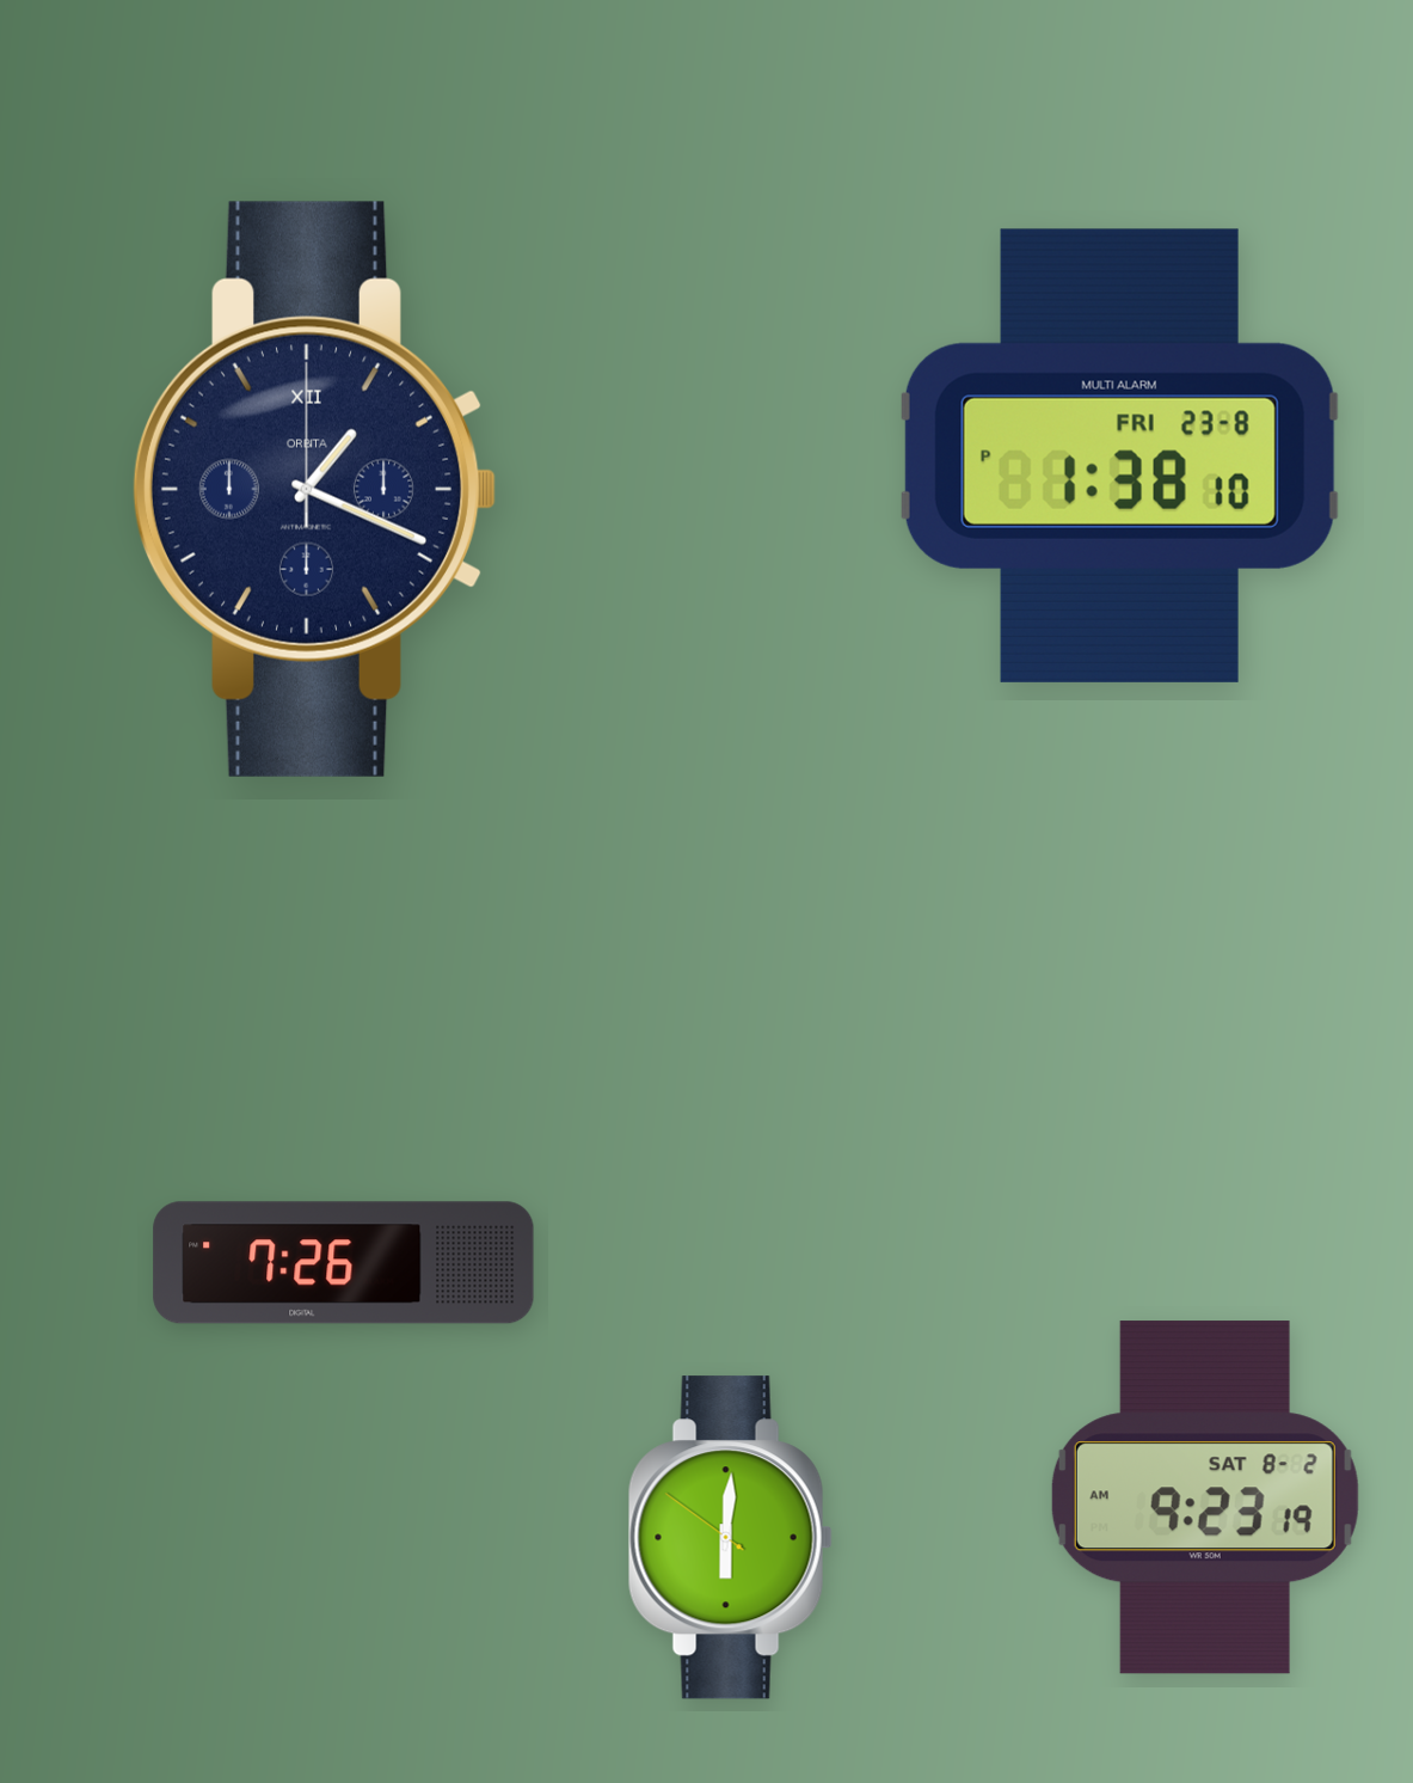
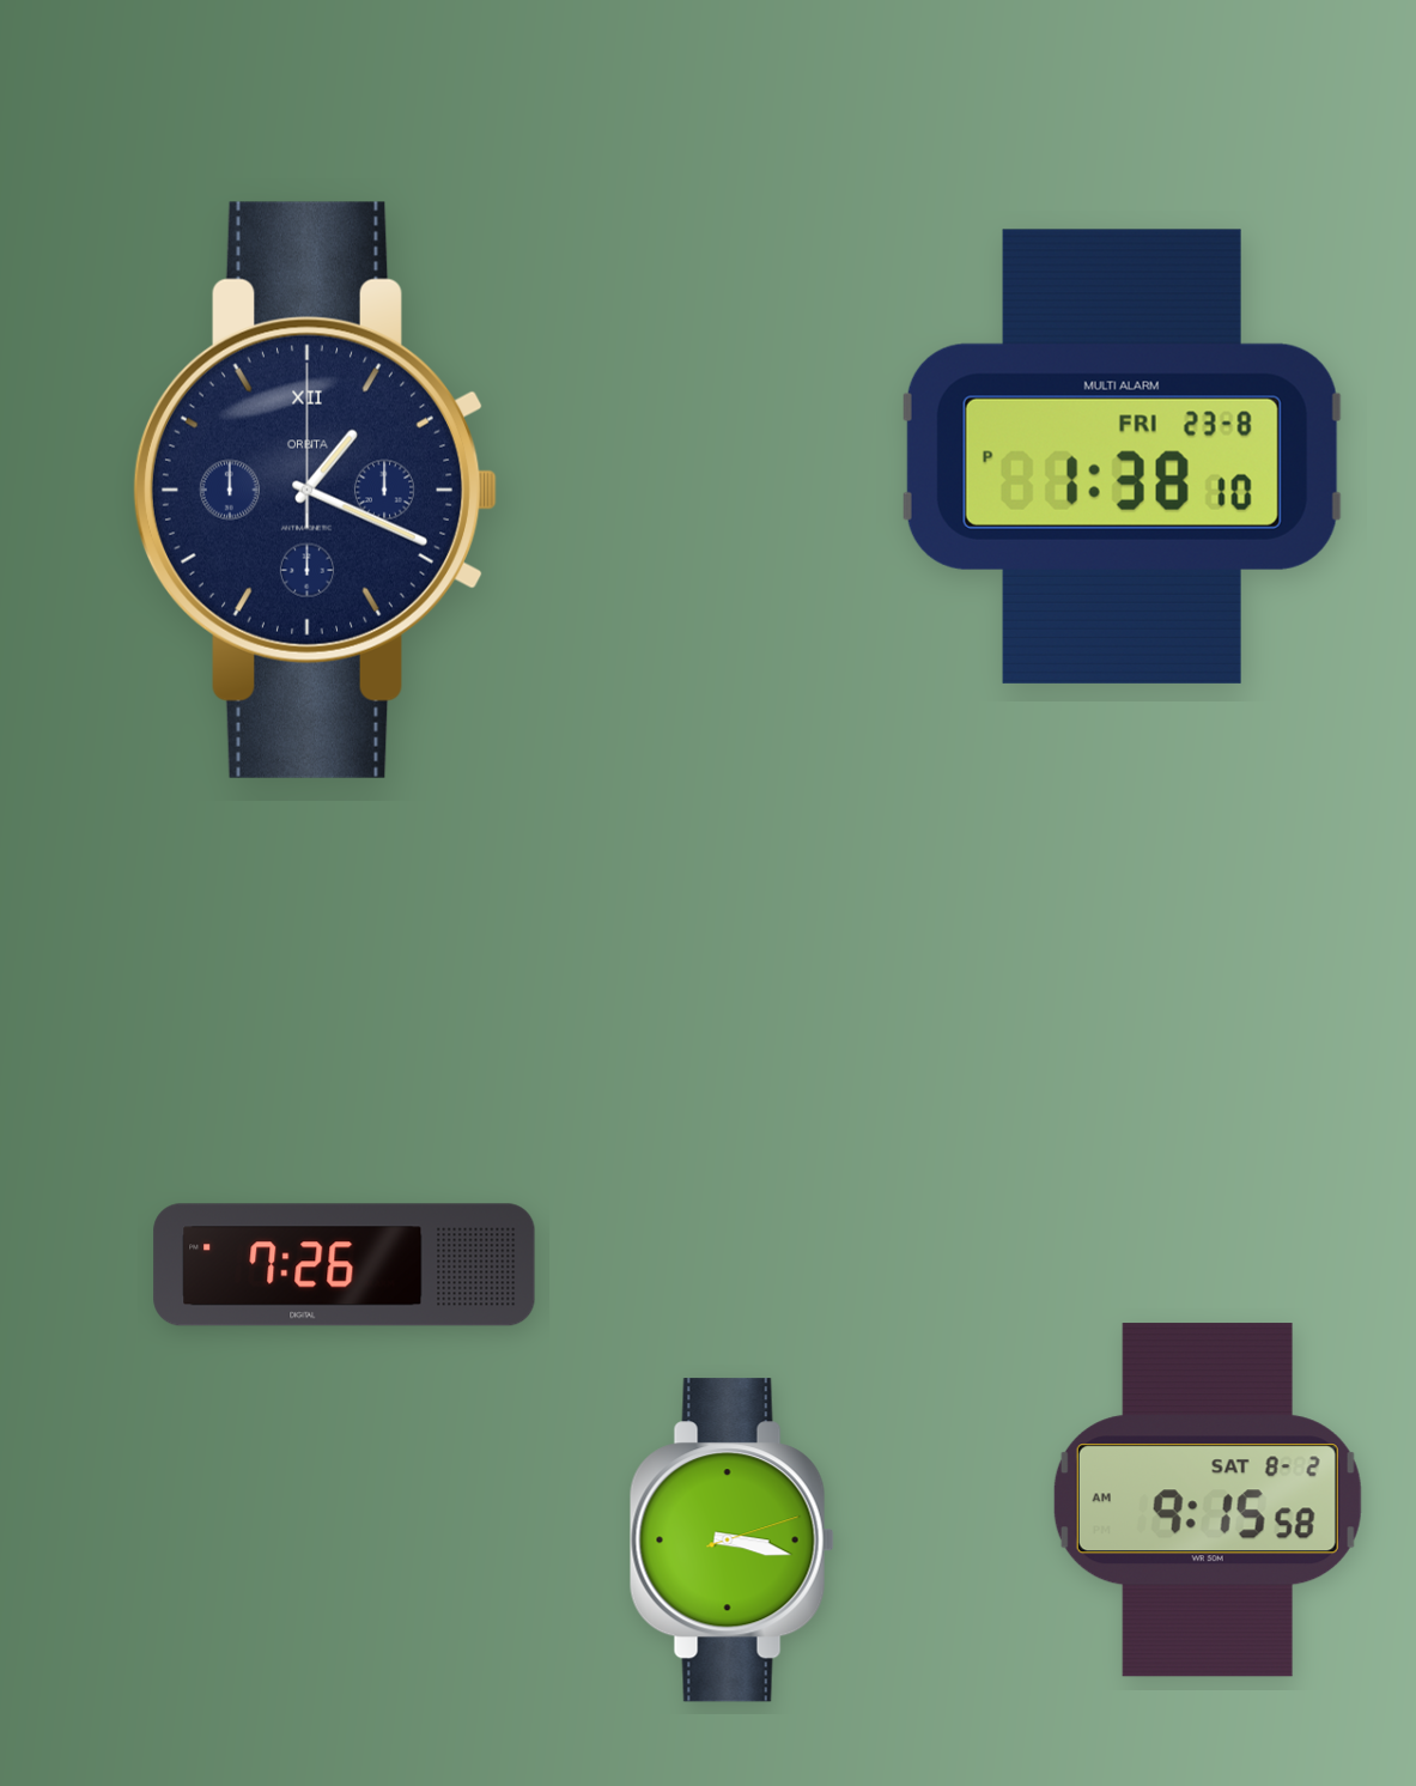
clock at (1205, 1497): 9:23 -> 9:15
clock at (730, 1538): 6:00 -> 3:17
